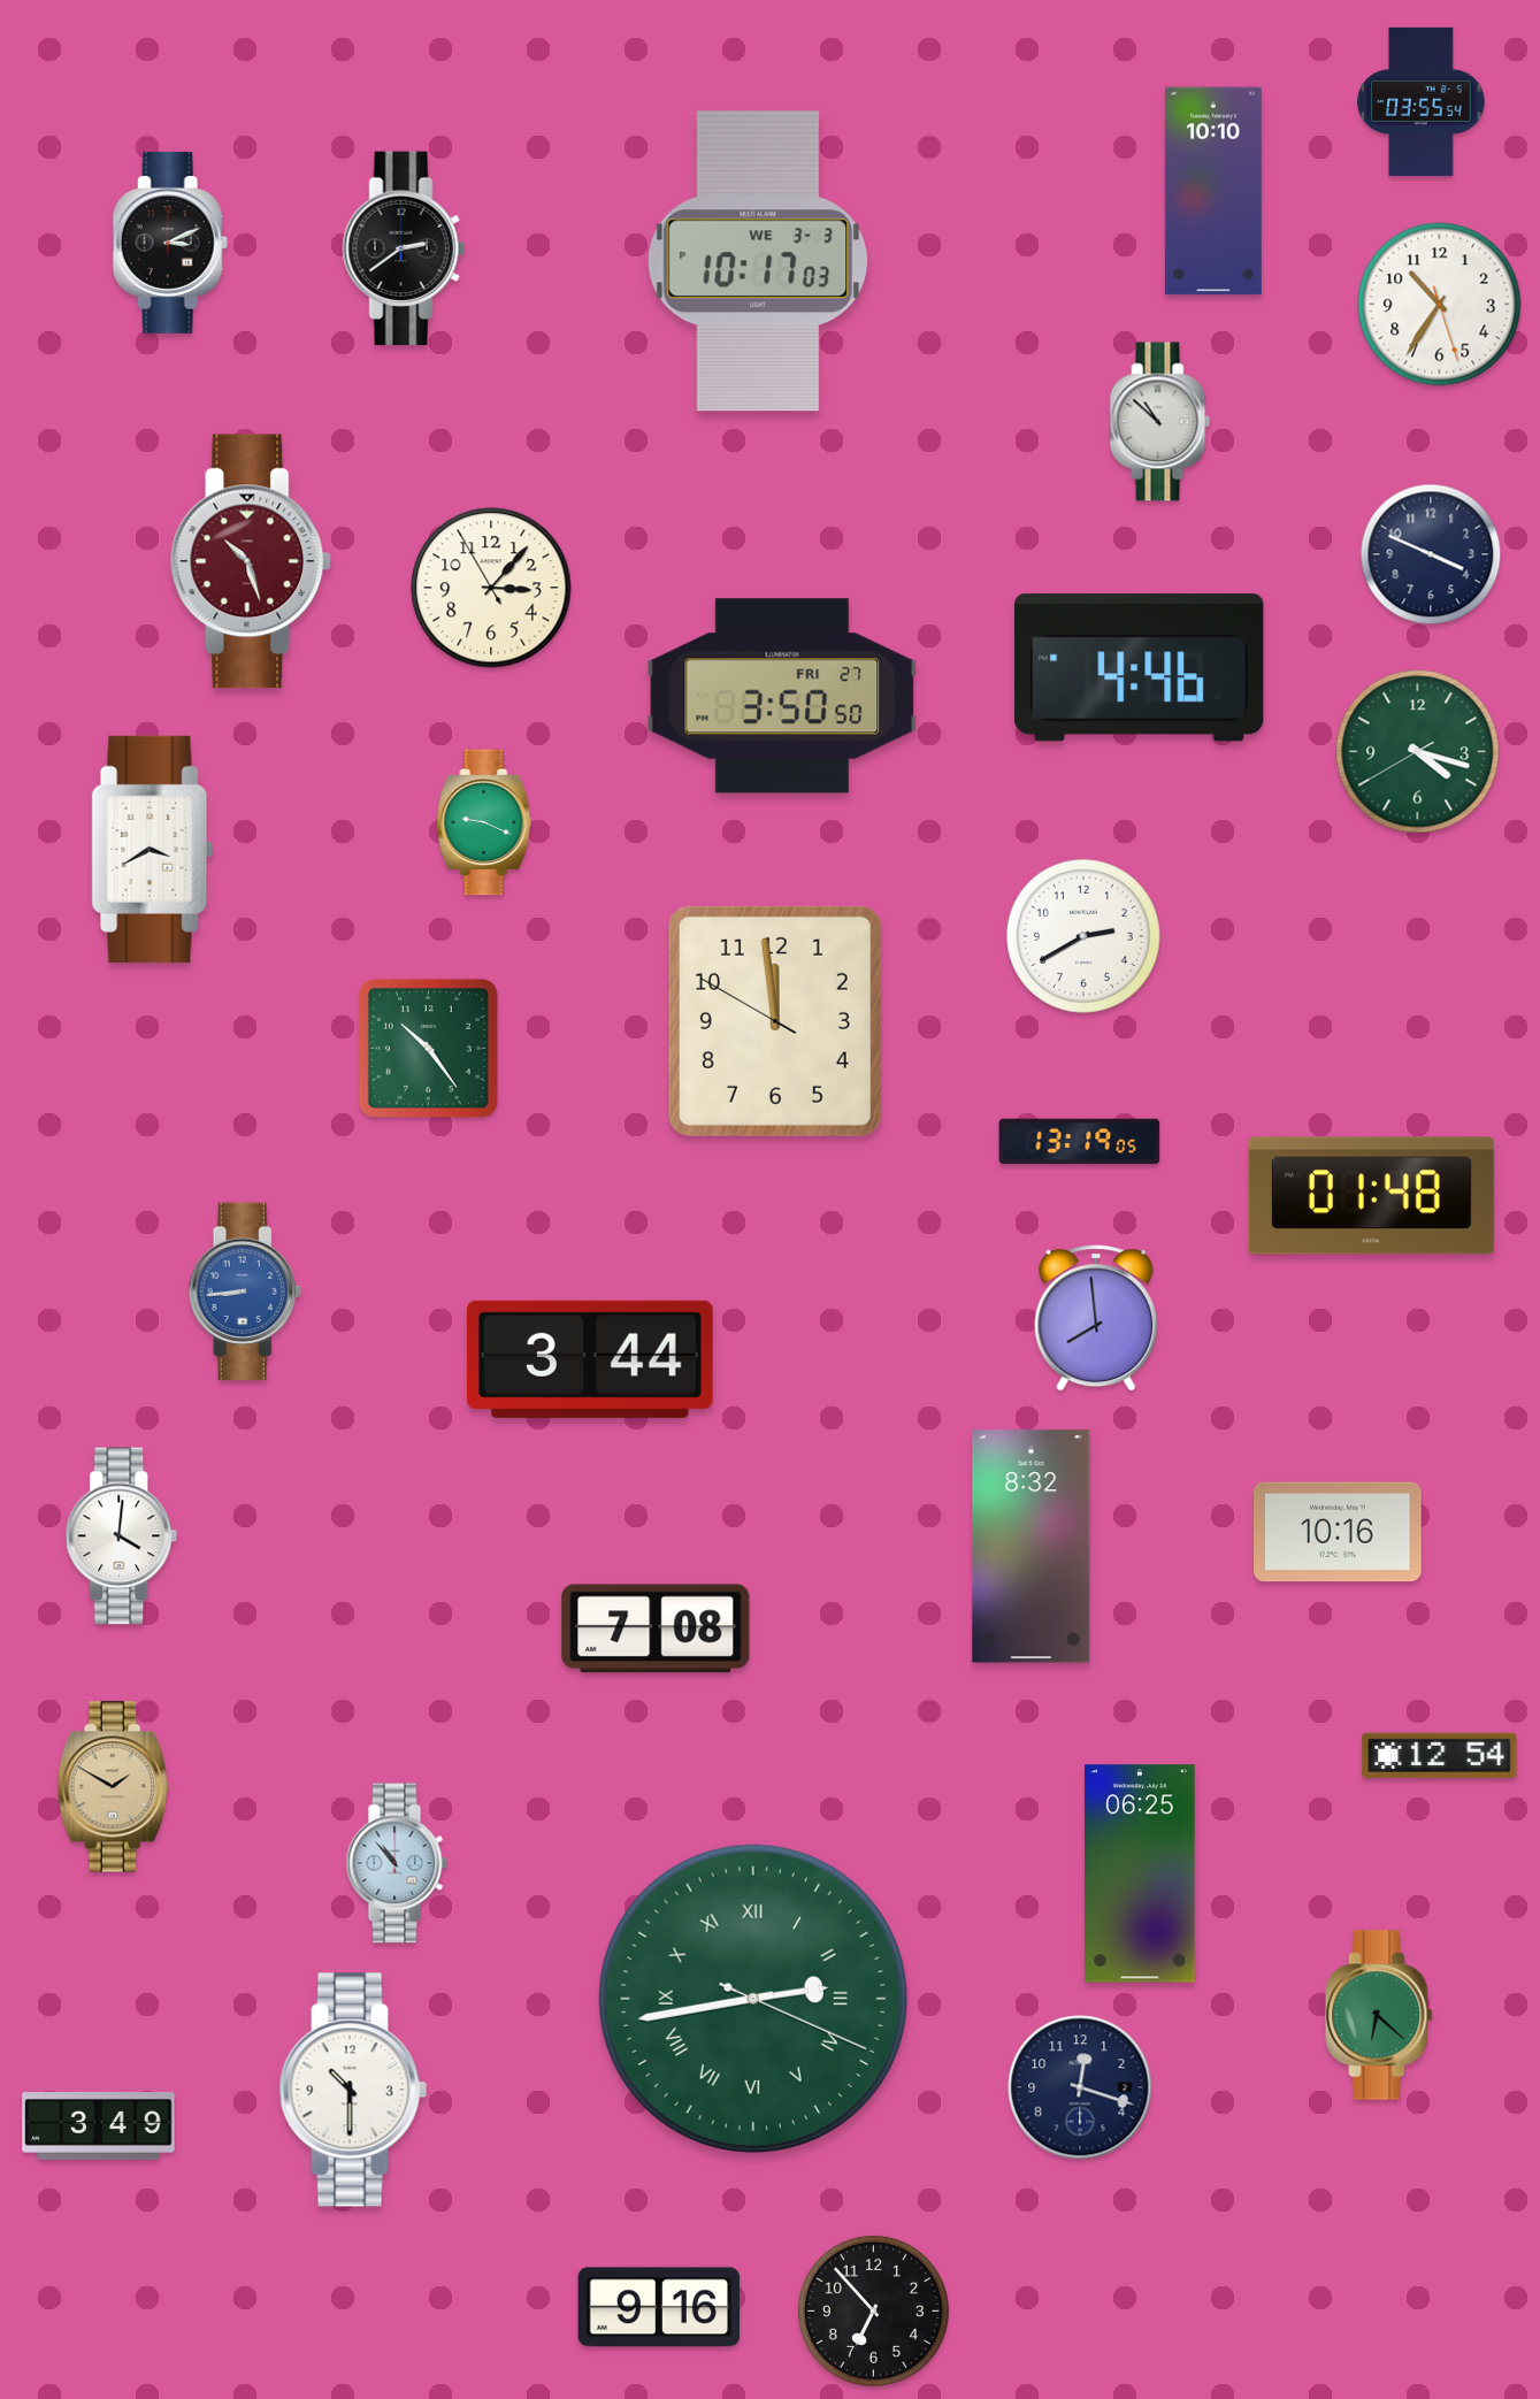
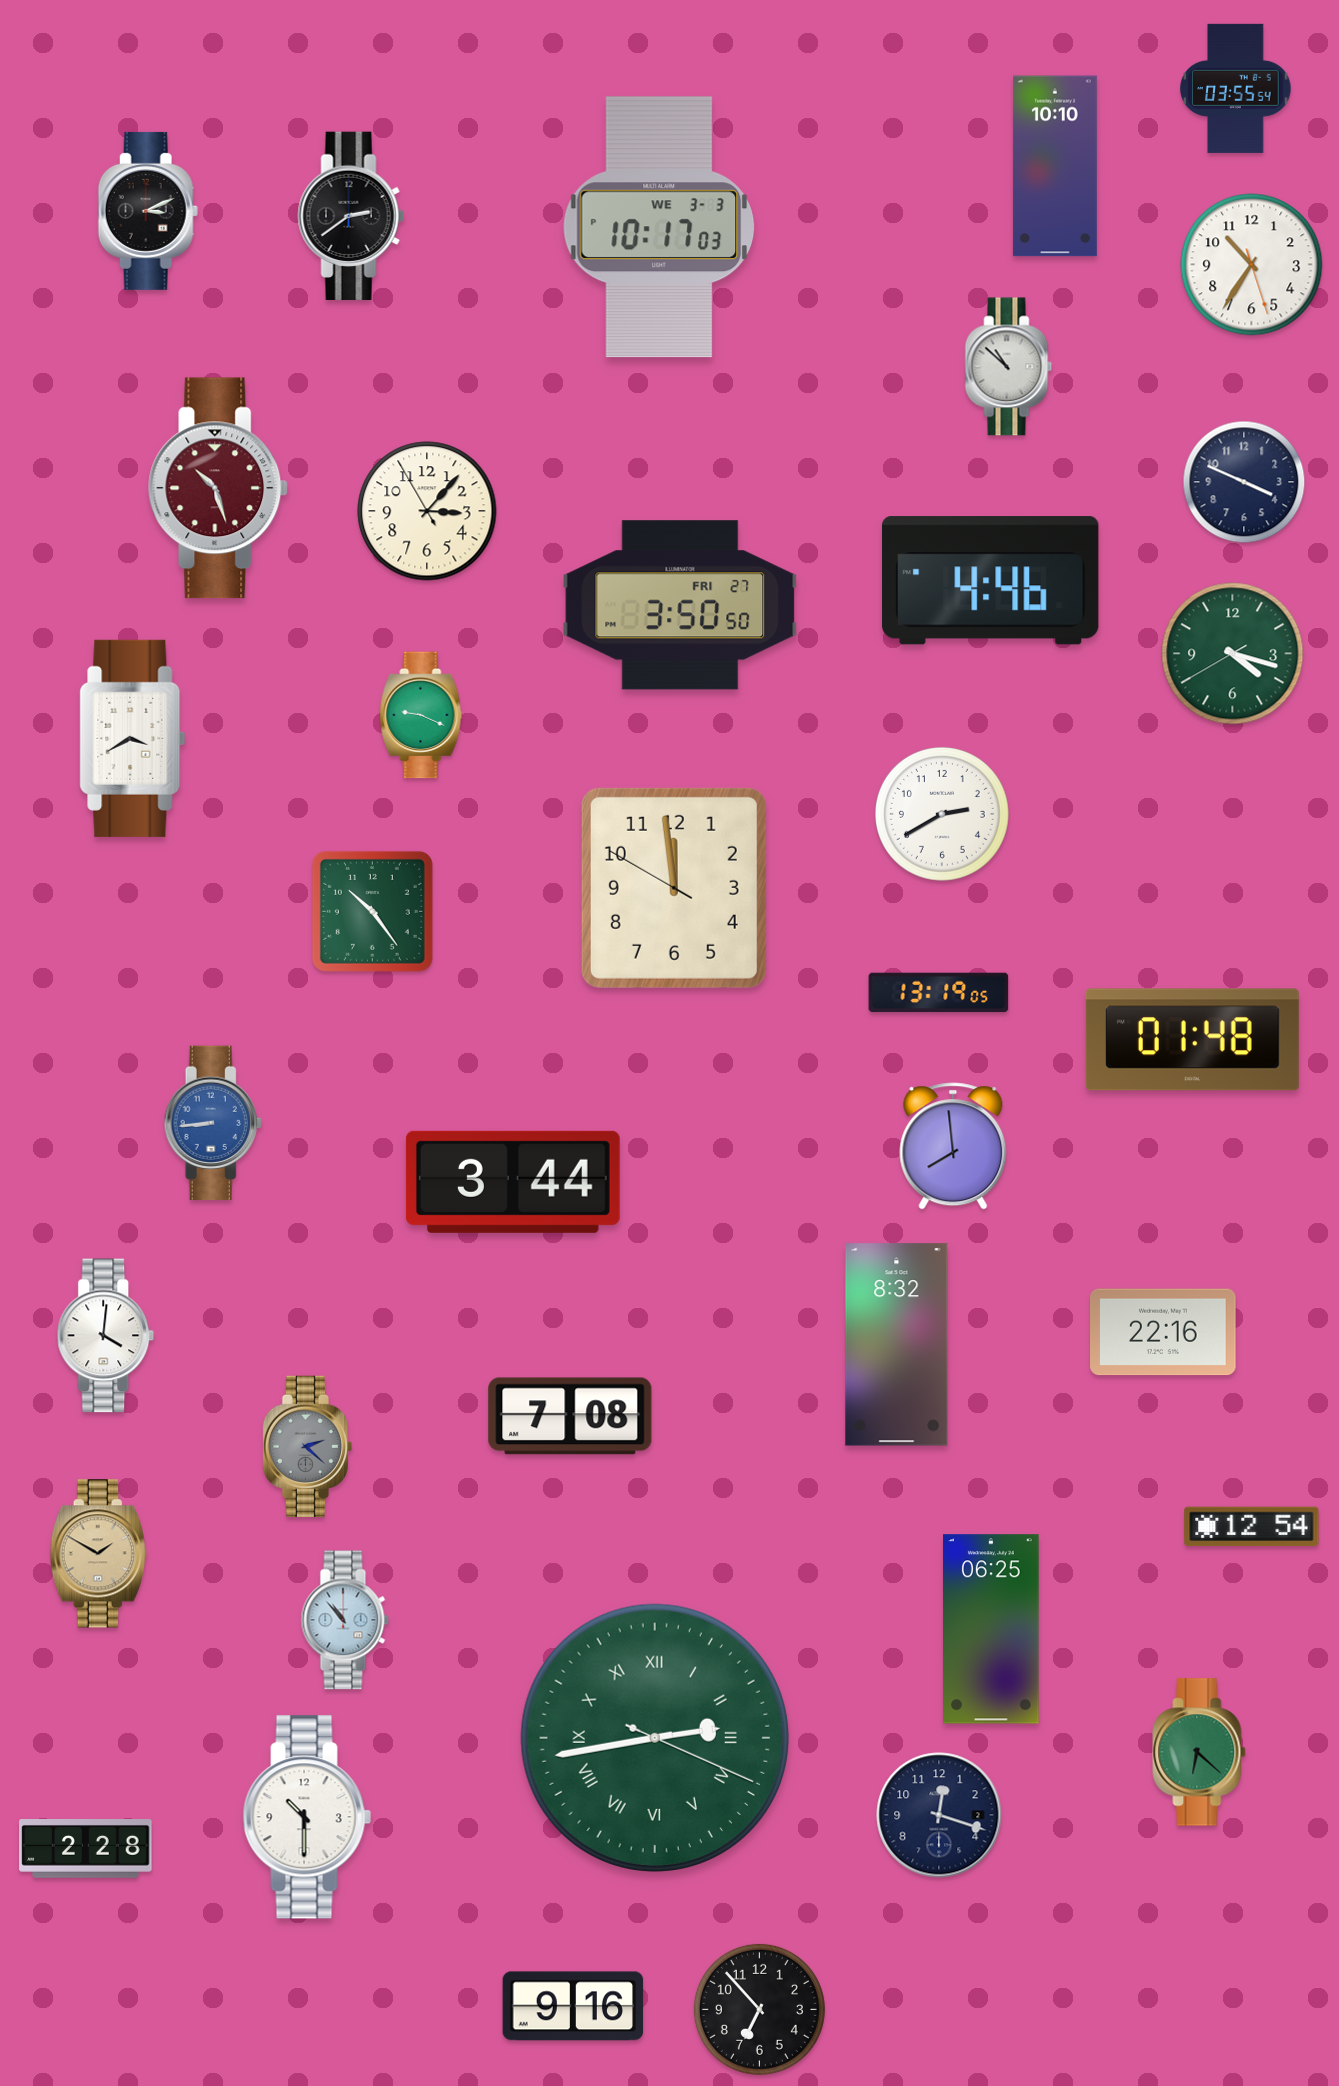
clock at (1339, 1532): 10:16 -> 22:16
clock at (308, 1447): none -> 2:22
clock at (99, 2126): 3:49 -> 2:28
